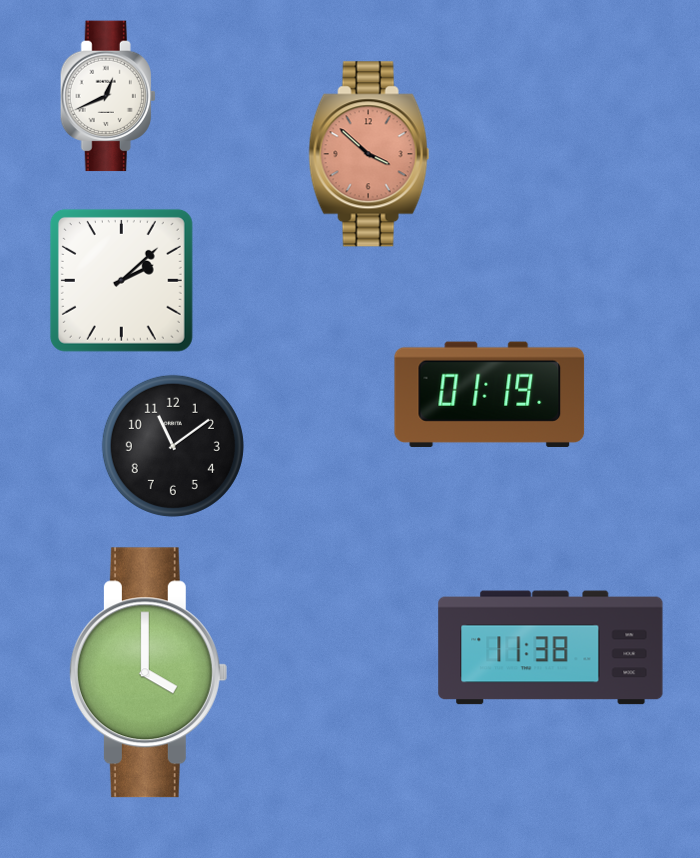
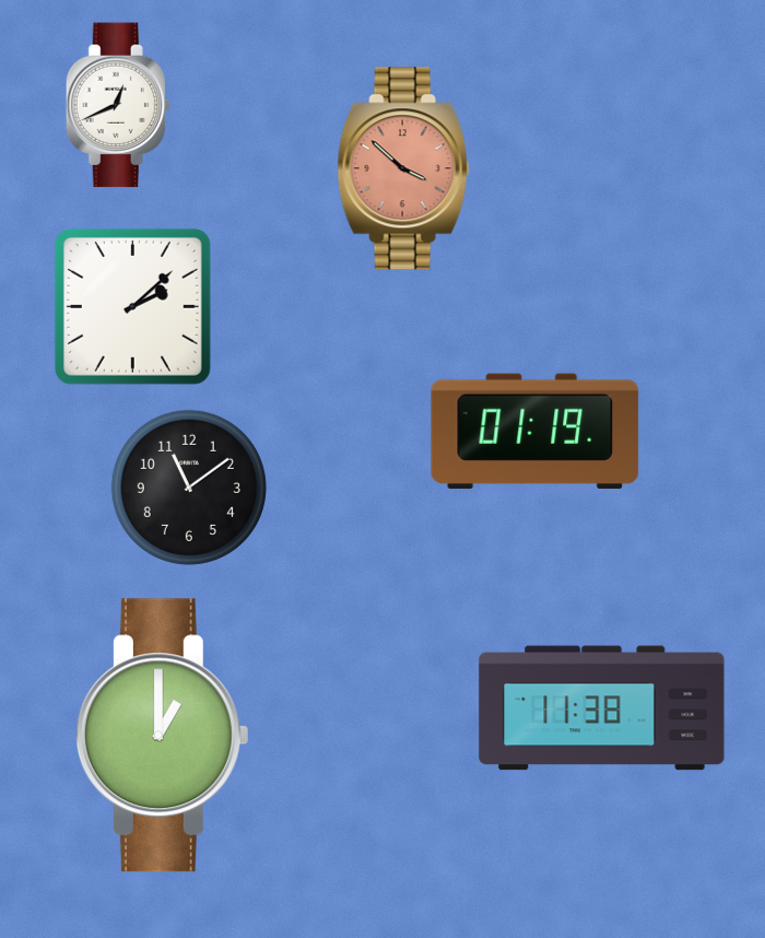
clock at (148, 673): 4:00 -> 1:00
